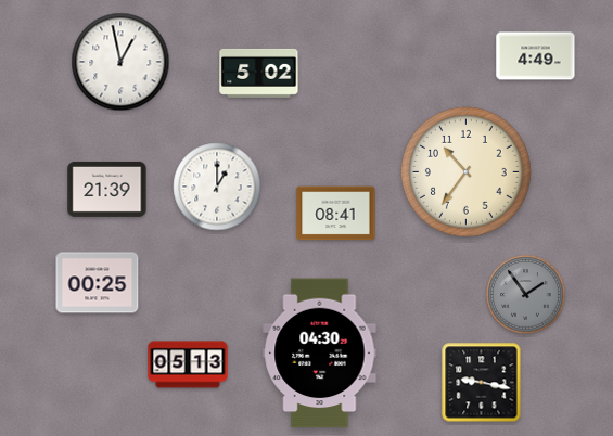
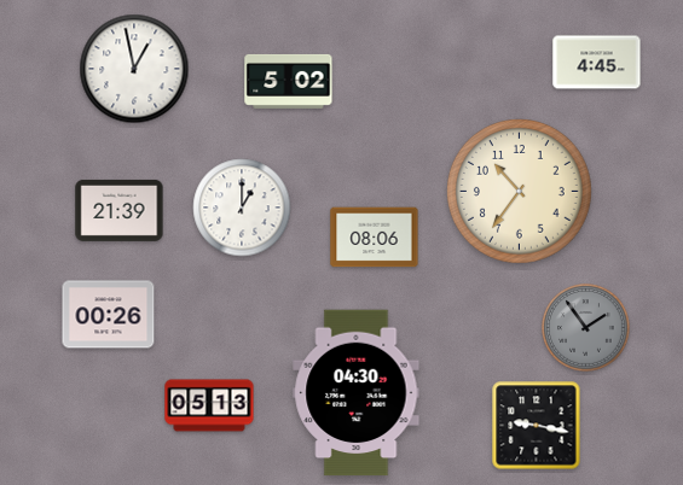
clock at (536, 56): 4:49 -> 4:45
clock at (336, 214): 08:41 -> 08:06
clock at (98, 283): 00:25 -> 00:26
